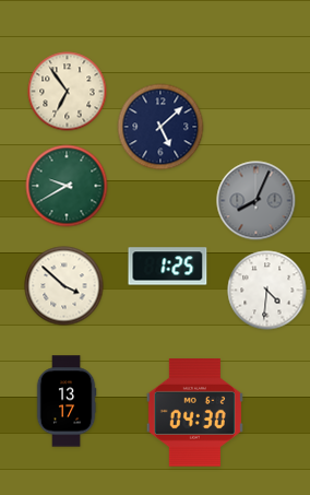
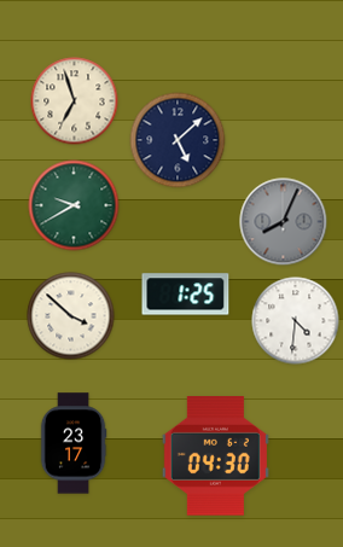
clock at (68, 92): 6:54 -> 6:57
clock at (67, 401): 13:17 -> 23:17
